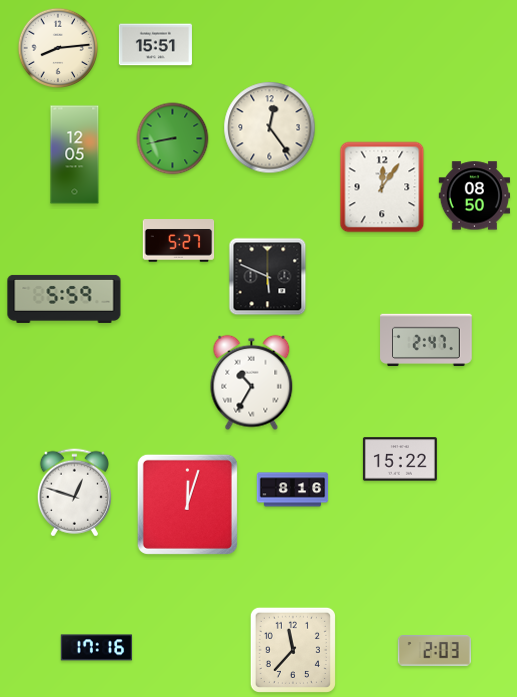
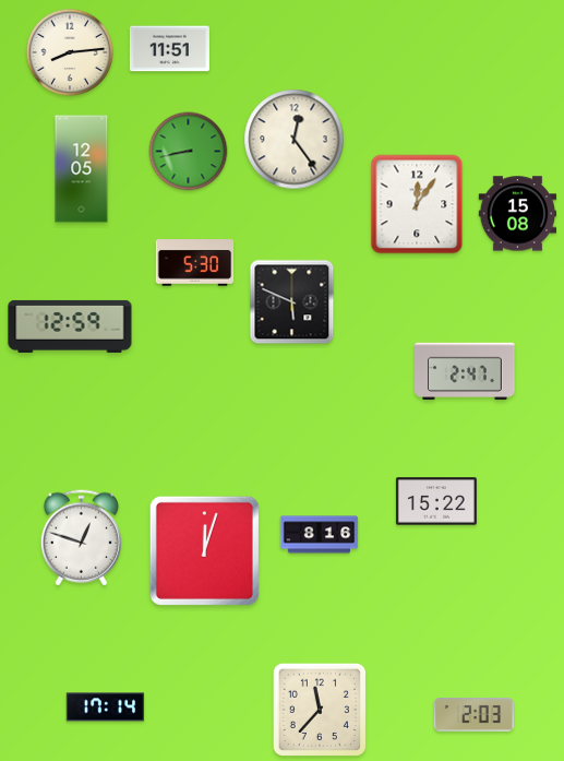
clock at (155, 45): 15:51 -> 11:51
clock at (58, 48) position: (58, 48) -> (70, 52)
clock at (475, 196): 08:50 -> 15:08
clock at (179, 241): 5:27 -> 5:30
clock at (64, 299): 5:59 -> 12:59
clock at (252, 383): 10:35 -> none
clock at (97, 648): 17:16 -> 17:14
clock at (434, 651) position: (434, 651) -> (473, 715)
